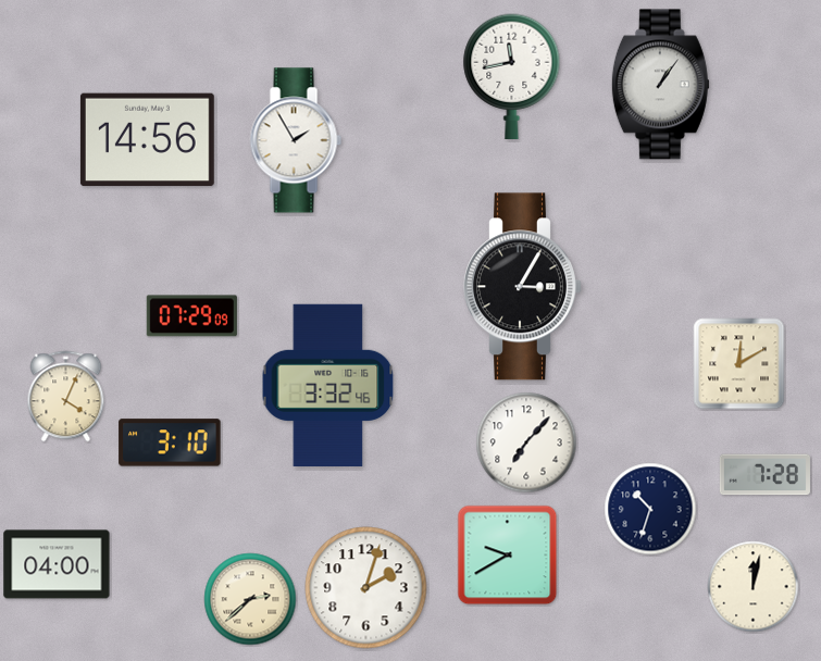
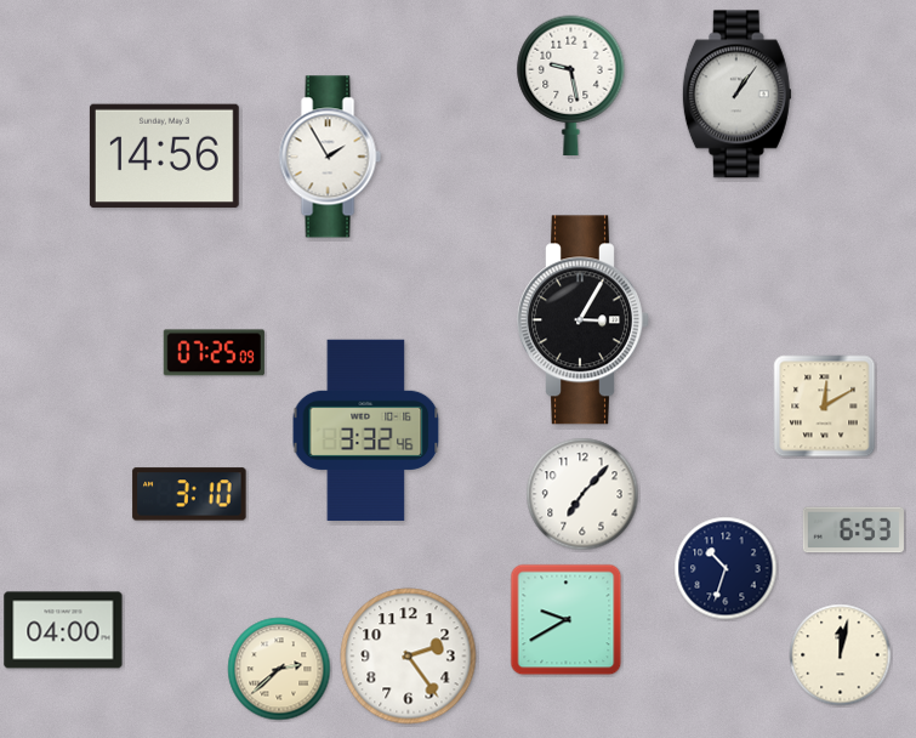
clock at (512, 76): 11:43 -> 9:28
clock at (191, 316): 07:29 -> 07:25
clock at (66, 397): 4:04 -> none
clock at (526, 442) position: (526, 442) -> (582, 494)
clock at (764, 475): 7:28 -> 6:53
clock at (366, 588): 2:03 -> 2:24
